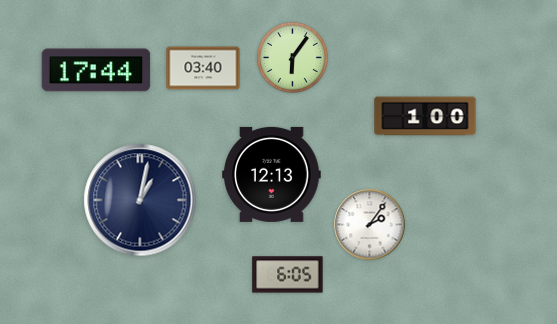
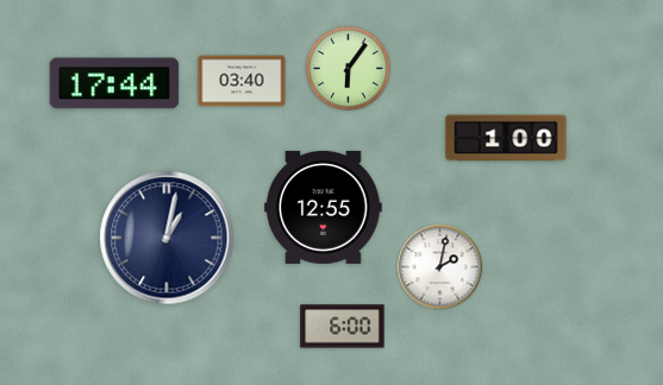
clock at (272, 174): 12:13 -> 12:55
clock at (370, 225): 2:06 -> 2:02
clock at (288, 275): 6:05 -> 6:00
